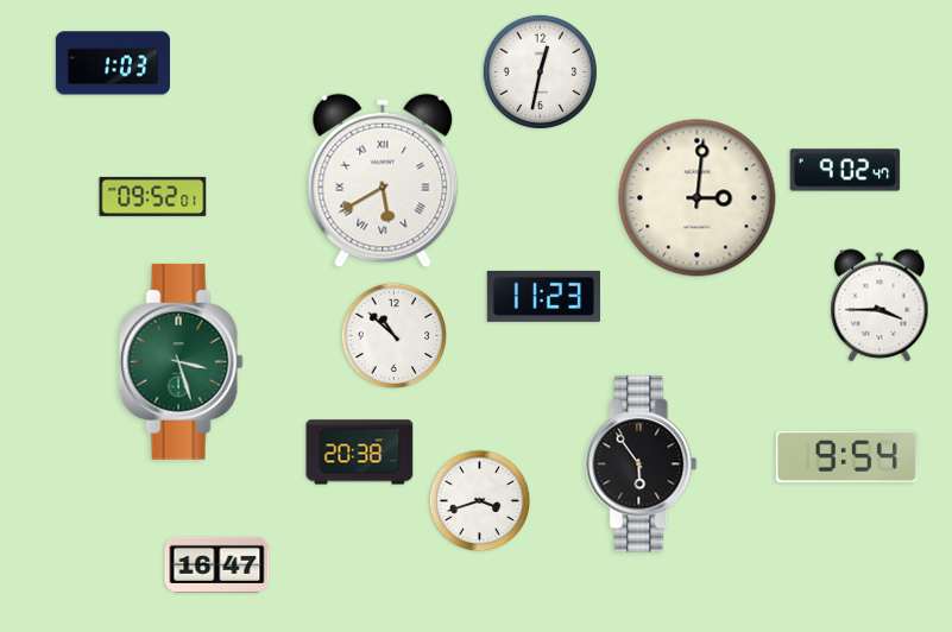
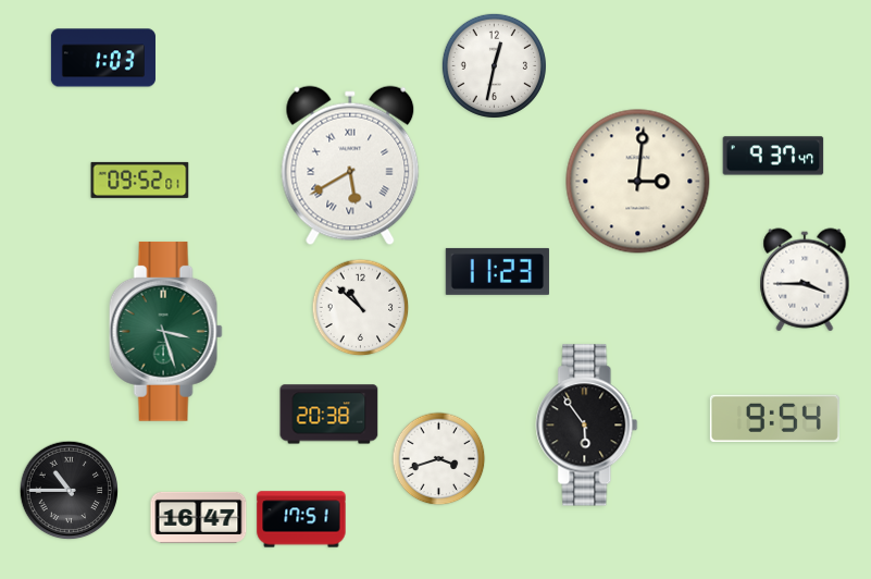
clock at (845, 170): 9:02 -> 9:37
clock at (70, 491): none -> 10:45
clock at (301, 519): none -> 17:51
